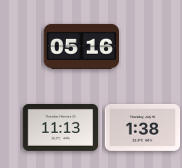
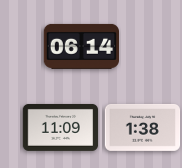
clock at (81, 46): 05:16 -> 06:14
clock at (61, 127): 11:13 -> 11:09
